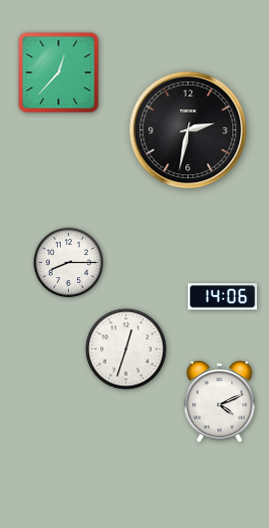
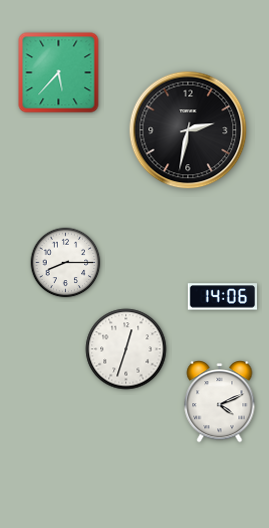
clock at (59, 73): 12:37 -> 5:37
clock at (69, 263) position: (69, 263) -> (66, 263)
